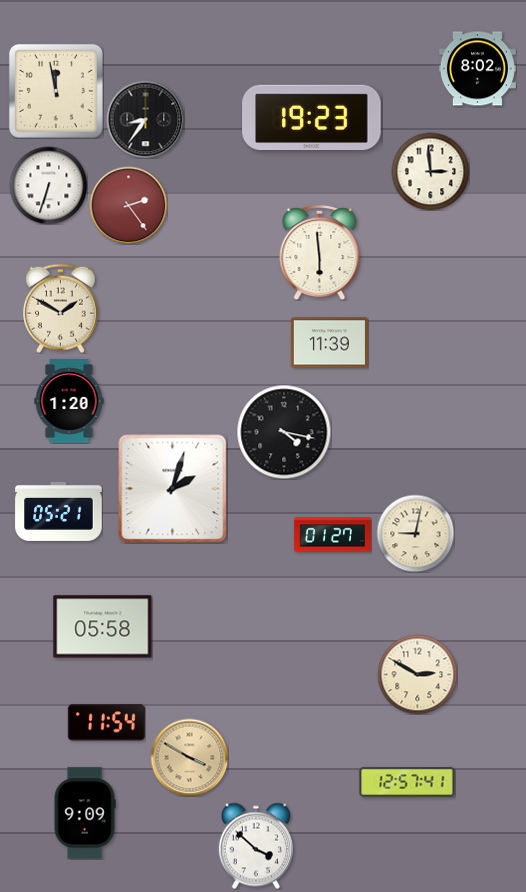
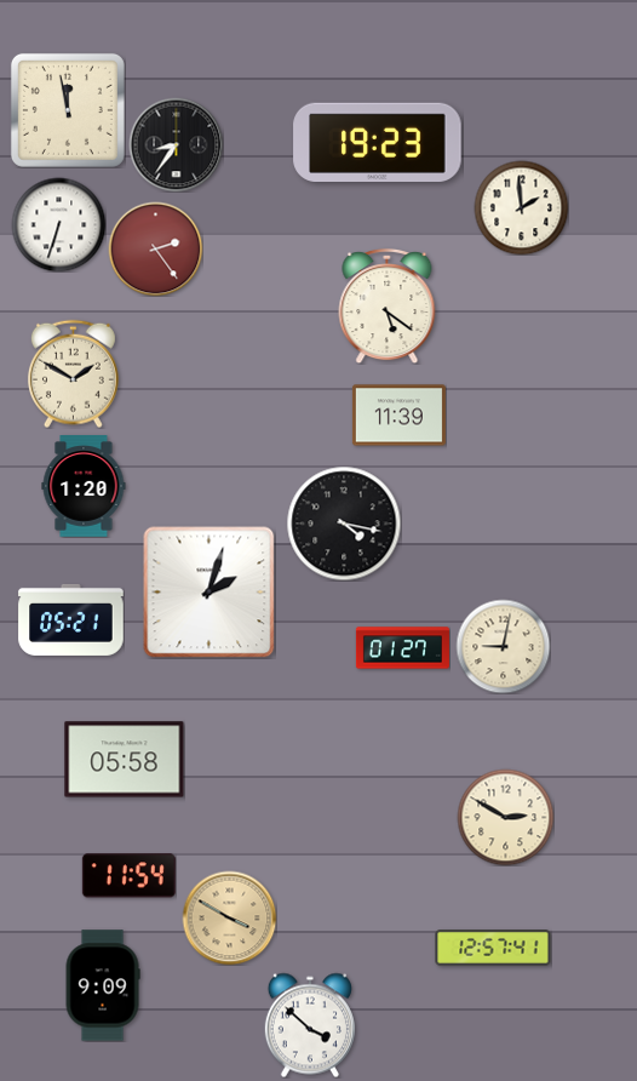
clock at (477, 69): 8:02 -> none
clock at (430, 171): 2:59 -> 1:59
clock at (320, 252): 5:59 -> 5:21
